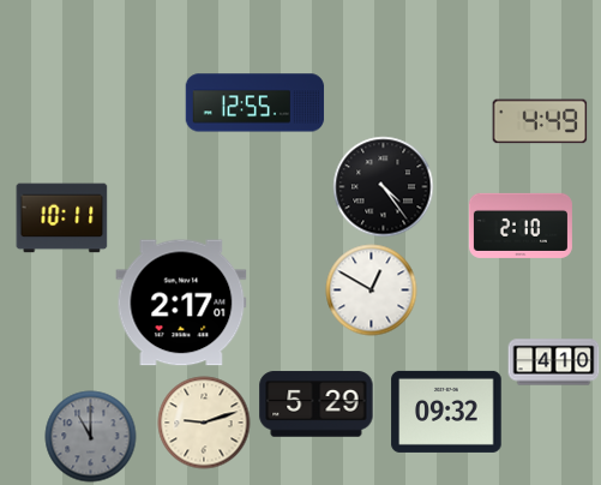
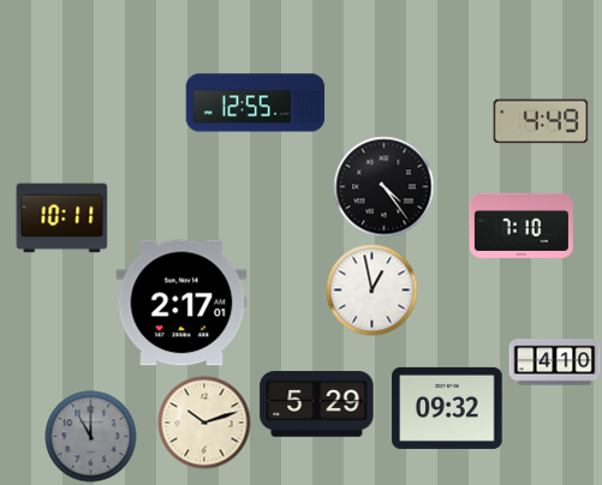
clock at (521, 226): 2:10 -> 7:10
clock at (372, 291): 12:50 -> 12:58
clock at (446, 412) position: (446, 412) -> (447, 408)
clock at (204, 423): 9:12 -> 10:12
